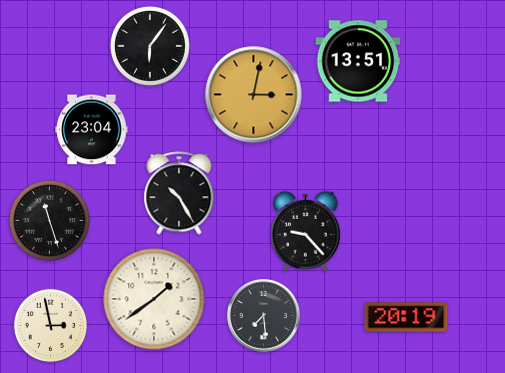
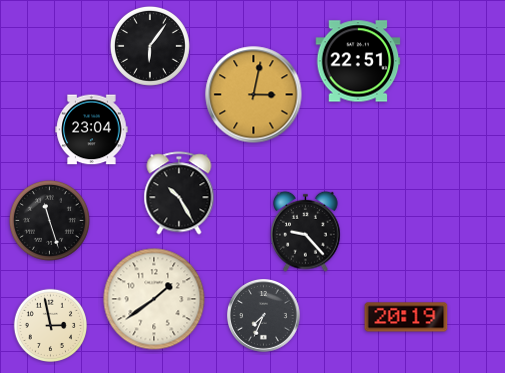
clock at (358, 61): 13:51 -> 22:51
clock at (264, 316): 7:29 -> 7:34
